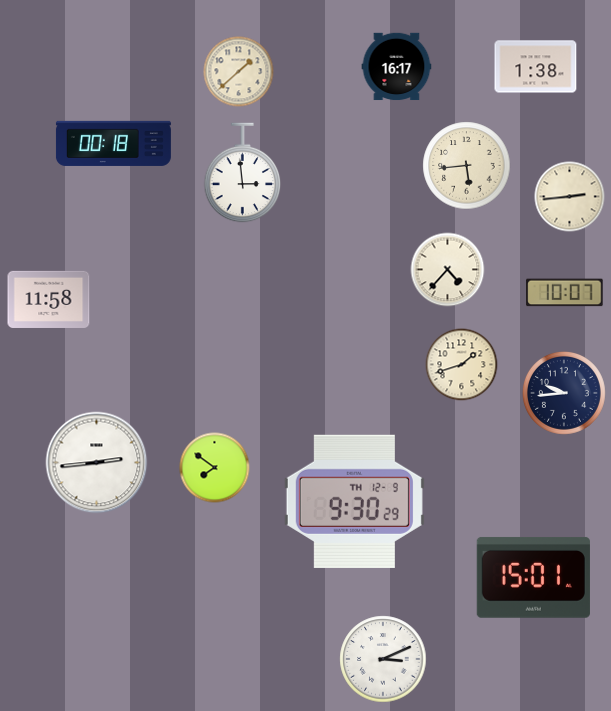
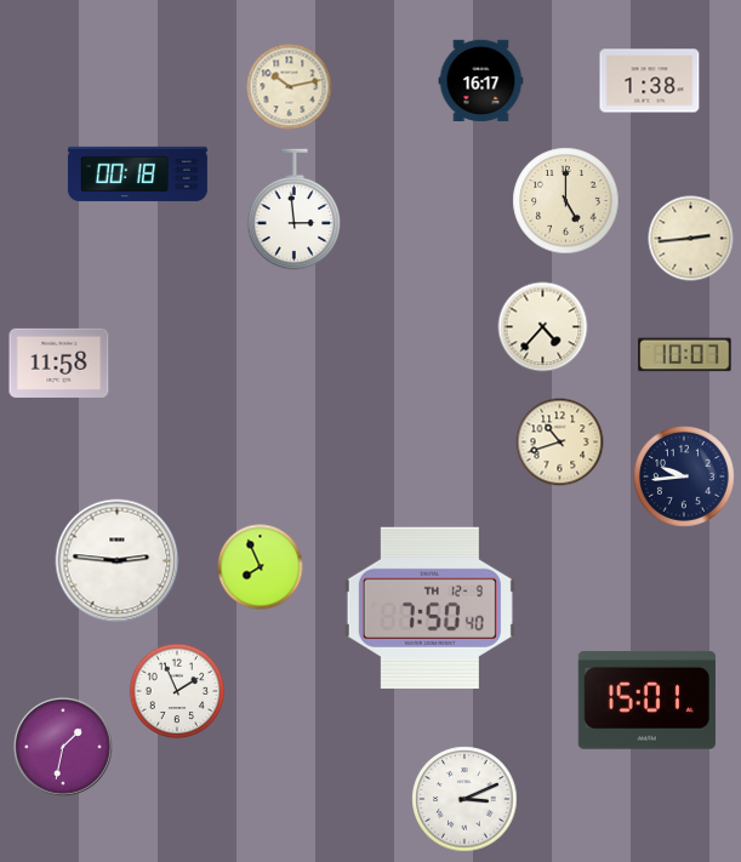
clock at (239, 72): 1:38 -> 10:13
clock at (467, 166): 5:44 -> 5:00
clock at (462, 365): 1:42 -> 10:42
clock at (97, 463): 2:44 -> 2:46
clock at (215, 468): 7:51 -> 7:56
clock at (354, 501): 9:30 -> 7:50
clock at (177, 691): none -> 1:56
clock at (63, 747): none -> 1:32
